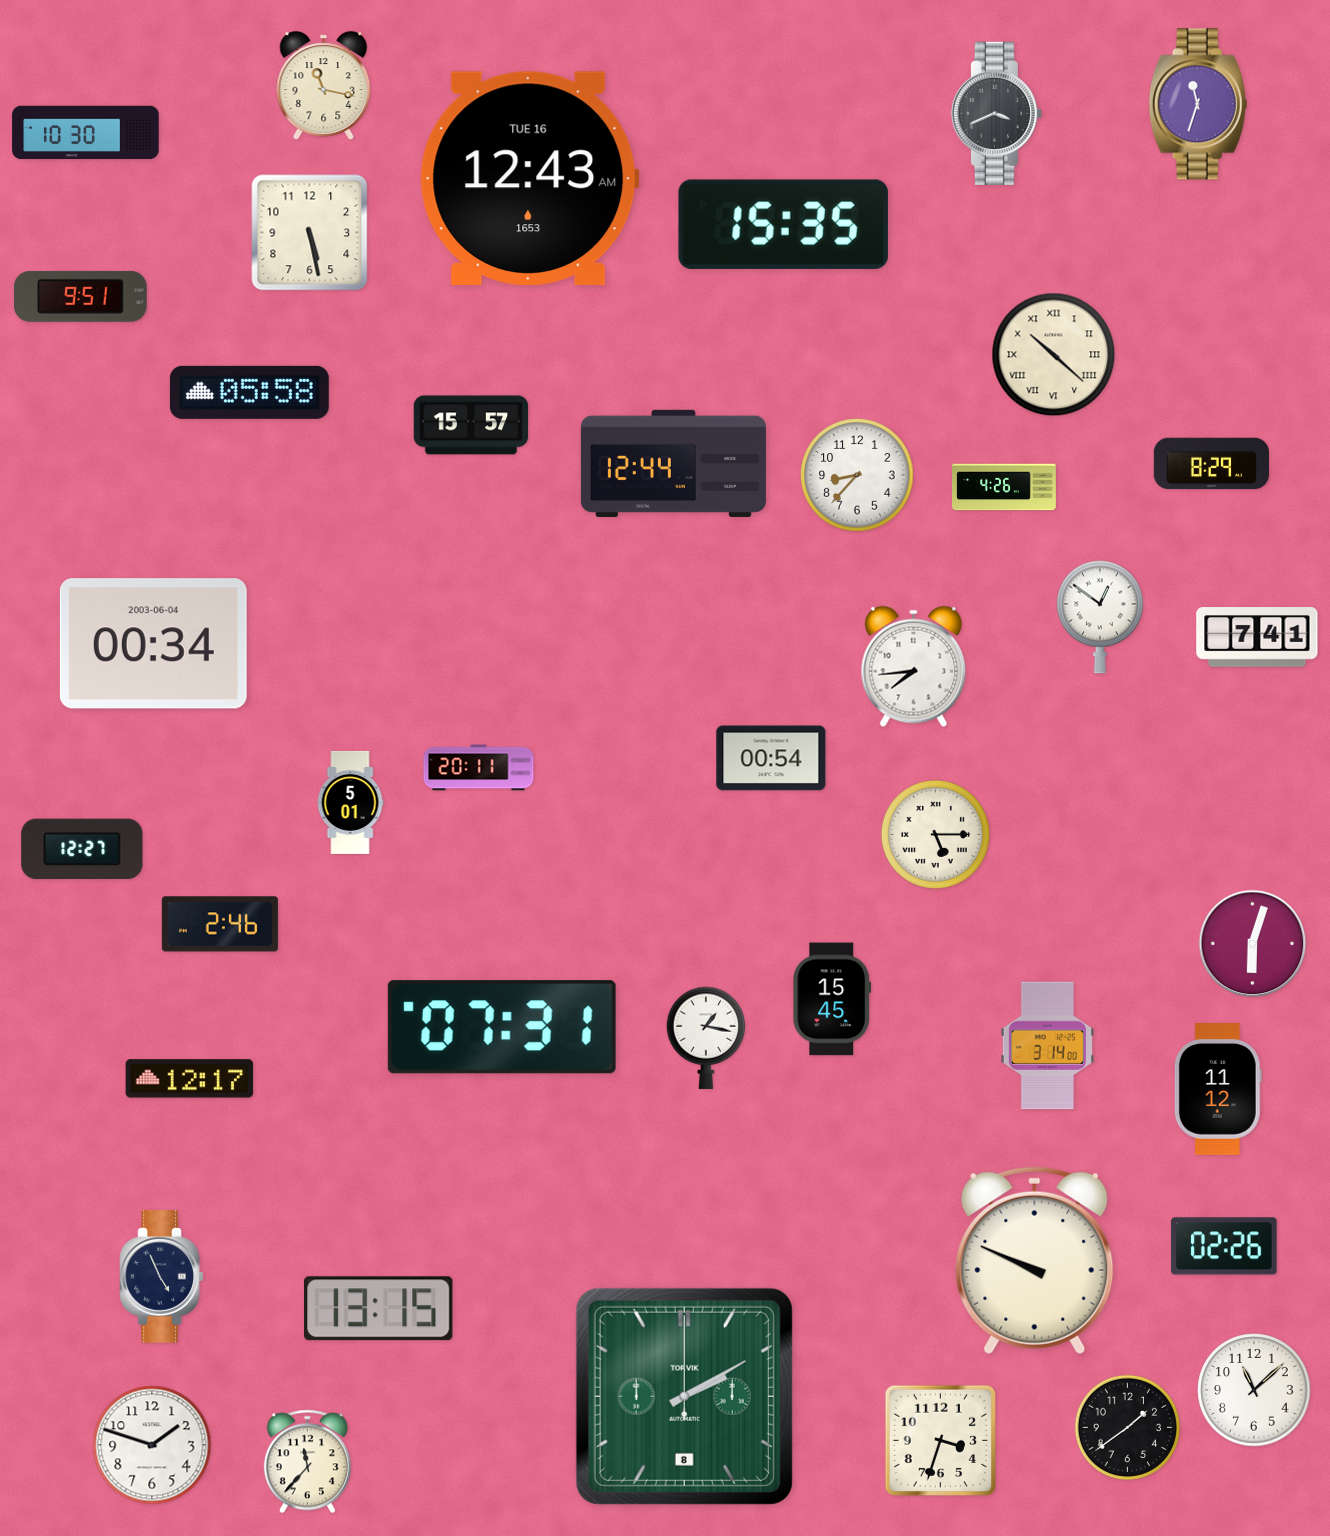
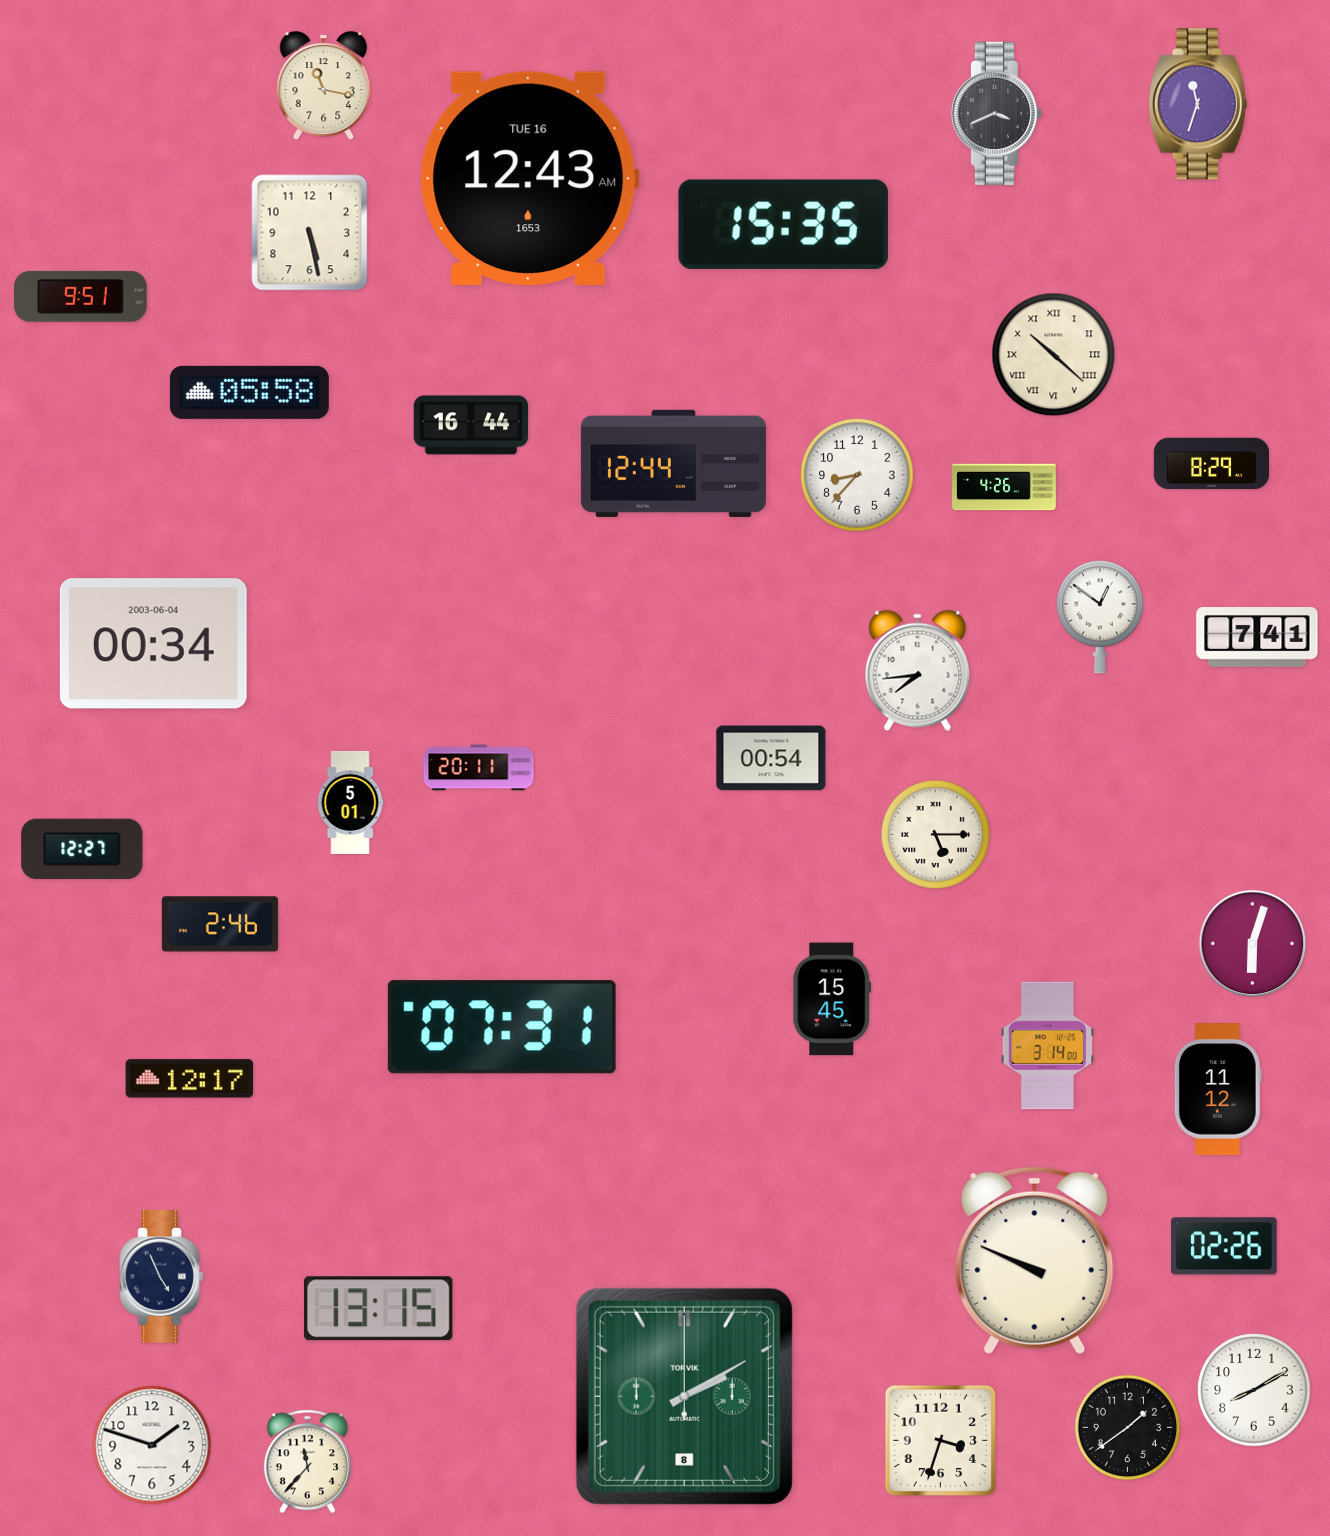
clock at (86, 133): 10:30 -> none
clock at (471, 425): 15:57 -> 16:44
clock at (914, 667) position: (914, 667) -> (918, 671)
clock at (706, 1038): 1:17 -> none
clock at (1254, 1390): 11:08 -> 8:10
